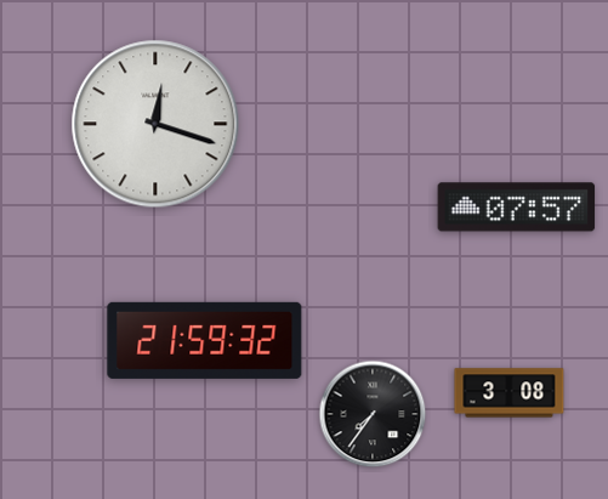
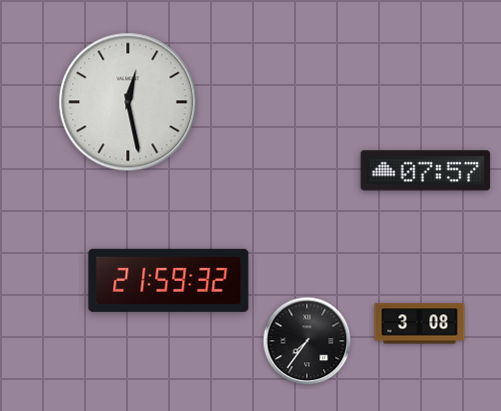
clock at (155, 124): 12:18 -> 12:28
